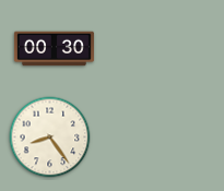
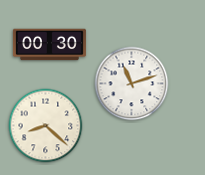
clock at (132, 84): none -> 11:12
clock at (50, 138): 8:24 -> 8:22
